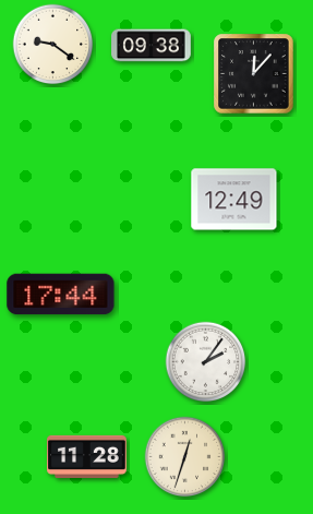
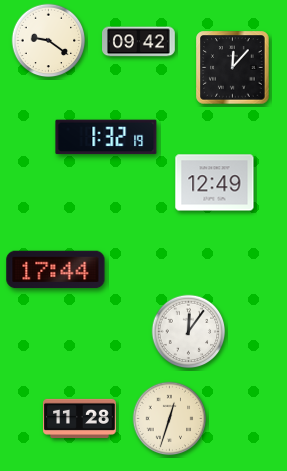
clock at (152, 46): 09:38 -> 09:42
clock at (106, 137): none -> 1:32
clock at (206, 362): 2:06 -> 12:06
